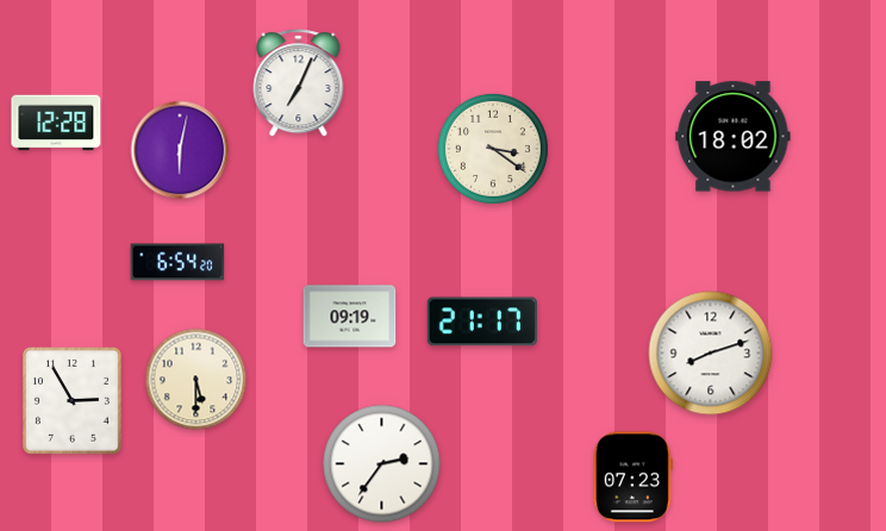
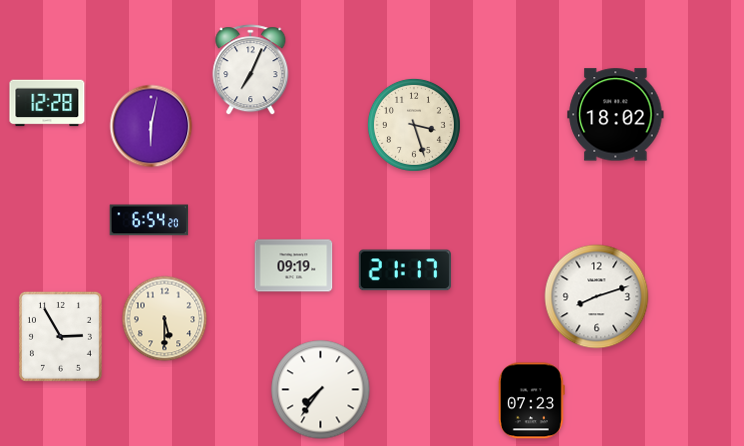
clock at (493, 149): 3:21 -> 3:27
clock at (382, 464): 2:36 -> 7:36
